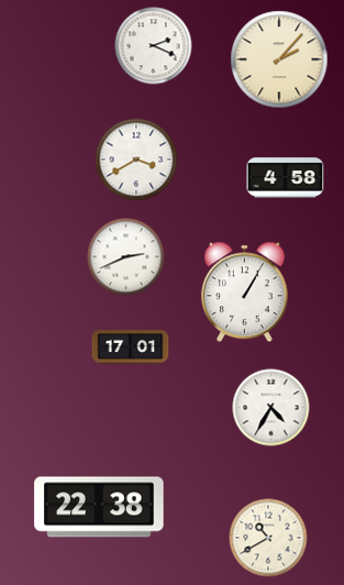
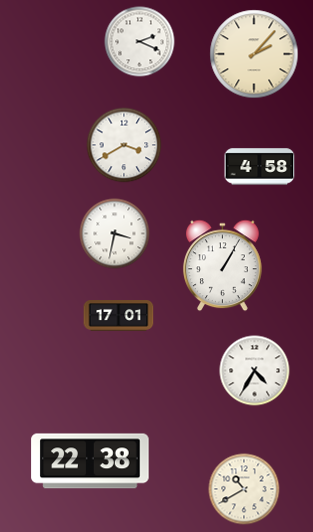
clock at (286, 178) position: (286, 178) -> (260, 167)
clock at (126, 257): 2:41 -> 3:32
clock at (271, 408) position: (271, 408) -> (255, 371)
